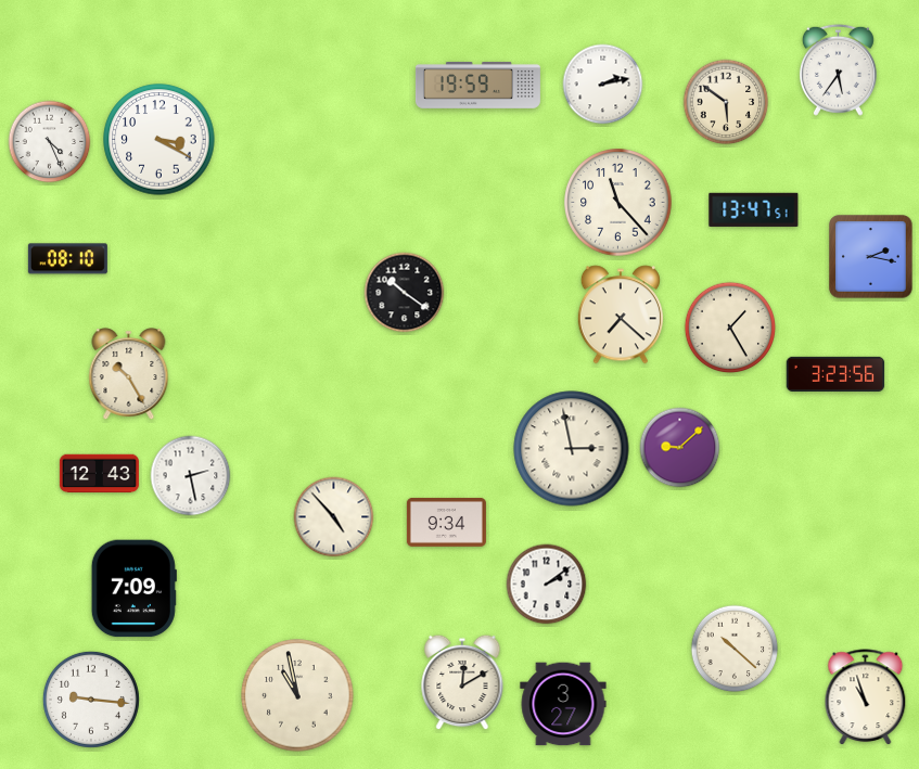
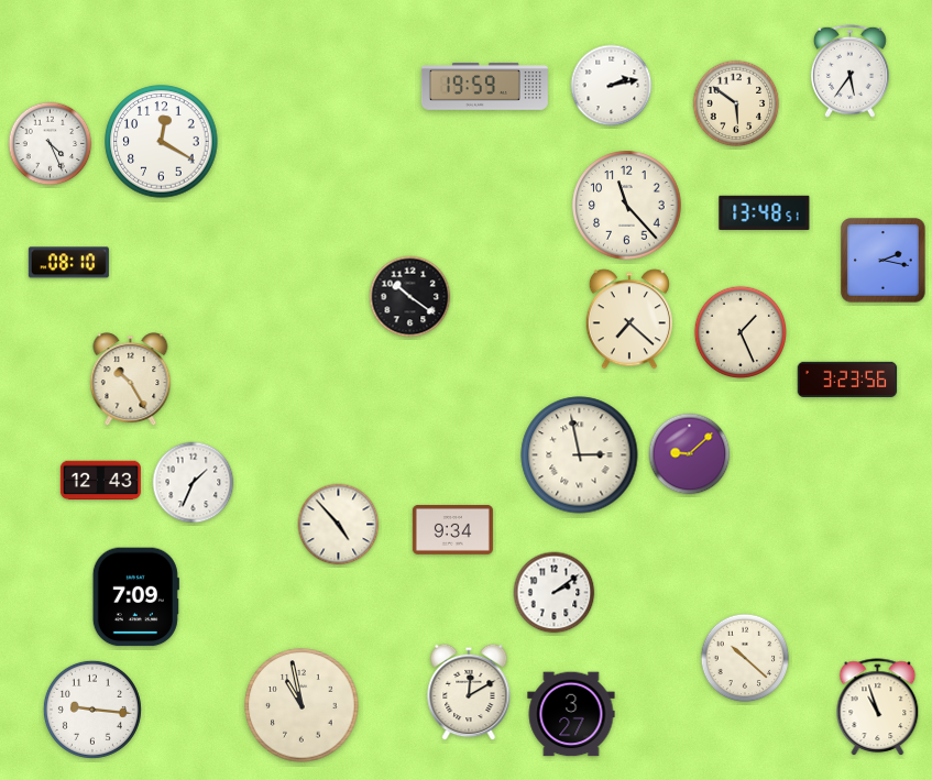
clock at (159, 140): 3:20 -> 12:20
clock at (754, 209): 13:47 -> 13:48
clock at (729, 326): 1:25 -> 1:26
clock at (191, 476): 2:28 -> 1:34
